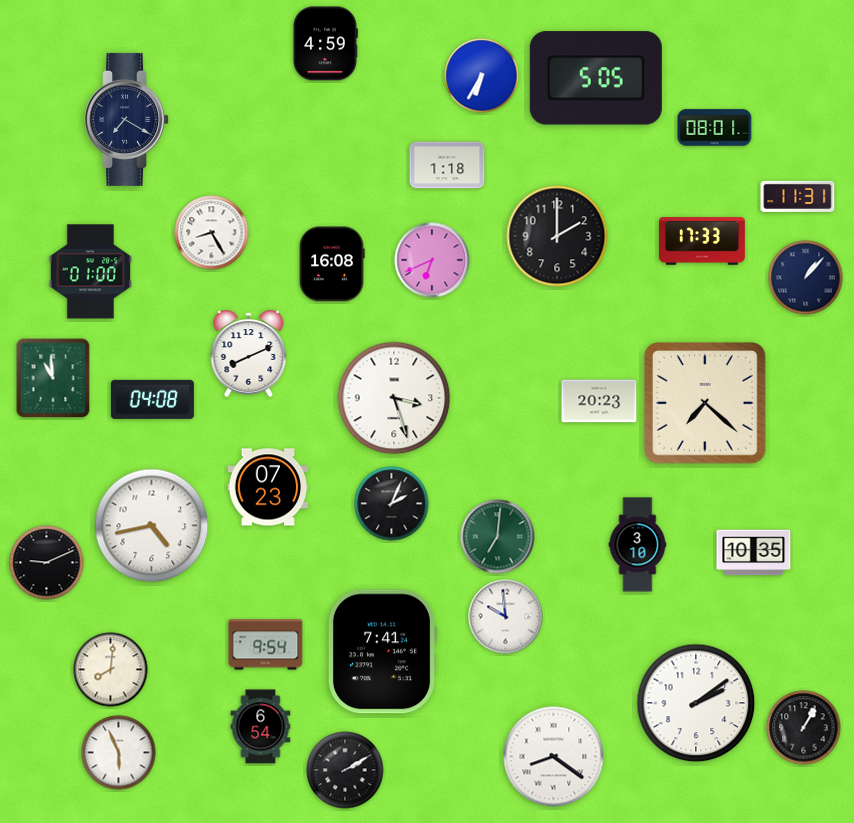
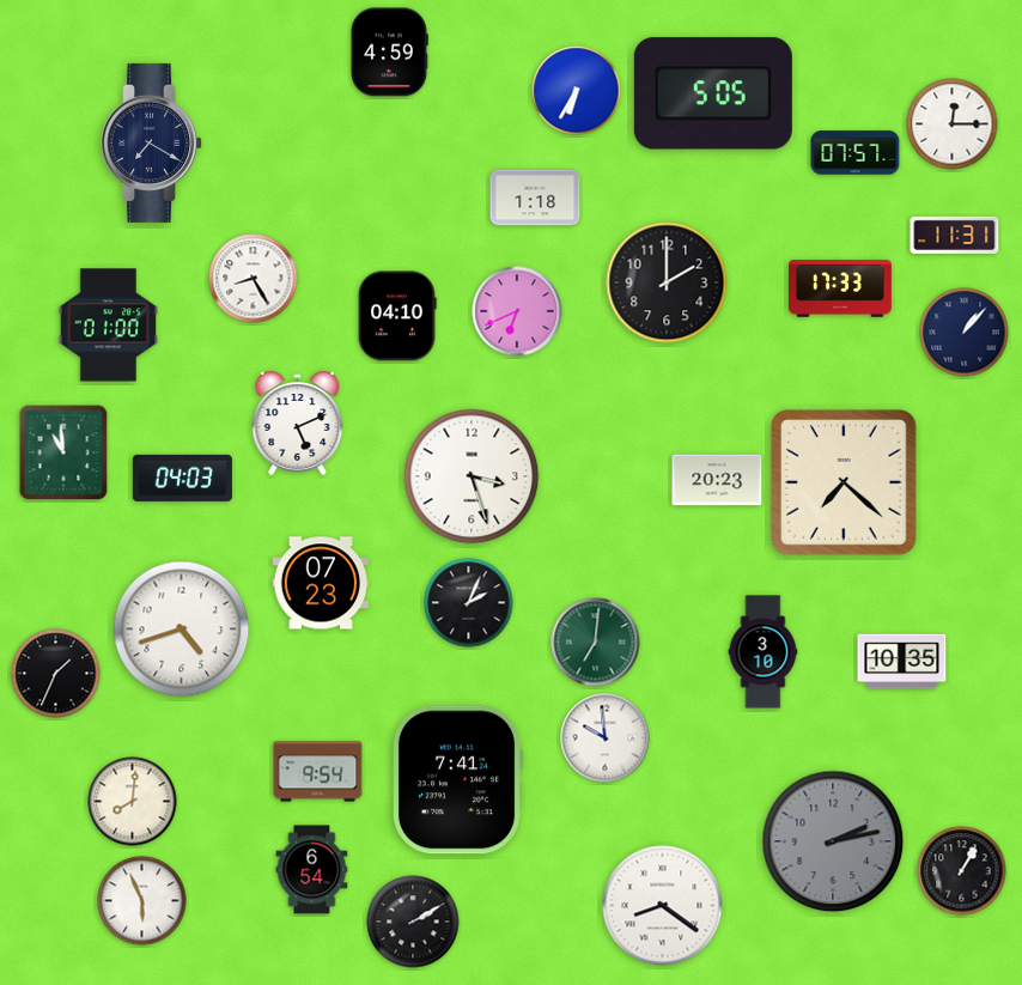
clock at (953, 124): none -> 12:15
clock at (715, 128): 08:01 -> 07:57
clock at (332, 264): 16:08 -> 04:10
clock at (249, 353): 8:11 -> 5:11
clock at (152, 399): 04:08 -> 04:03
clock at (152, 526): 4:43 -> 4:42
clock at (47, 563): 9:11 -> 1:34
clock at (696, 703): 2:09 -> 2:13
clock at (696, 703) dial: white -> grey
